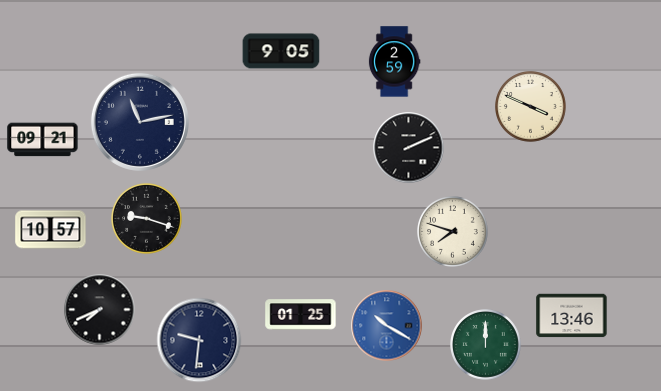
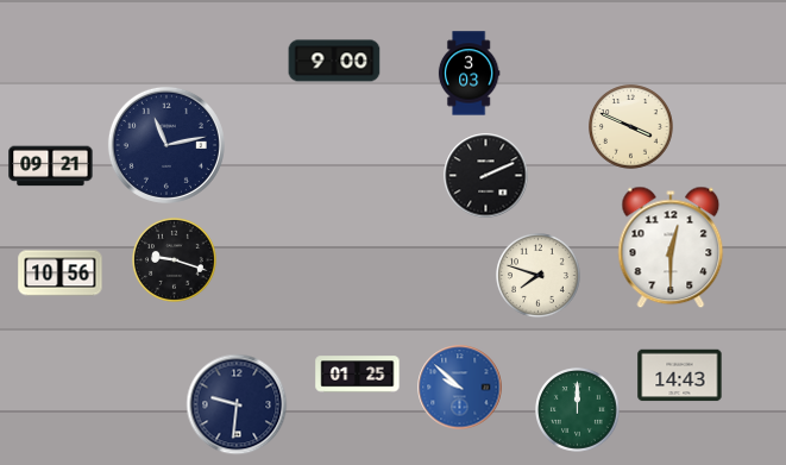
clock at (281, 51): 9:05 -> 9:00
clock at (394, 62): 2:59 -> 3:03
clock at (671, 247): none -> 12:30
clock at (51, 230): 10:57 -> 10:56
clock at (100, 310): 7:41 -> none
clock at (572, 316): 13:46 -> 14:43
clock at (387, 326): 10:20 -> 9:52
